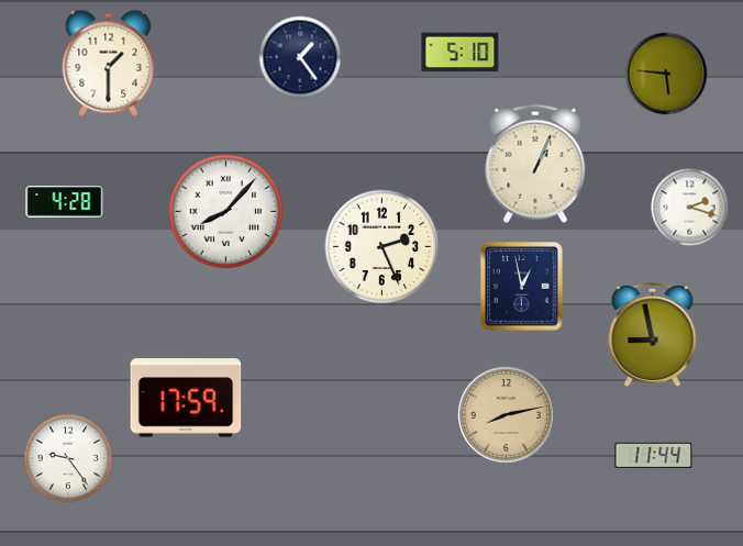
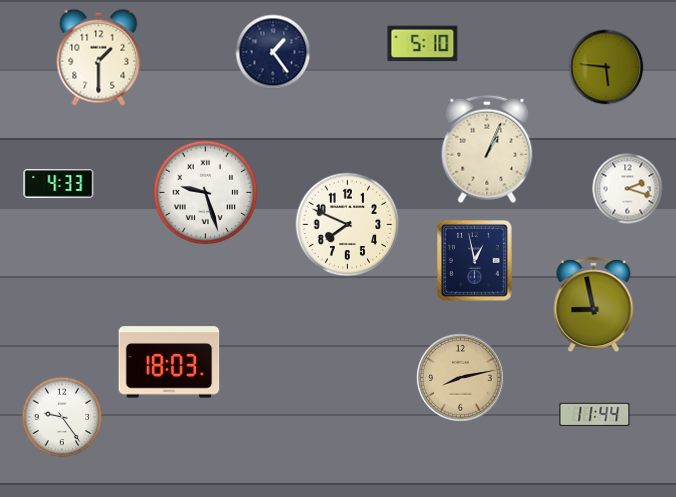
clock at (461, 53) position: (461, 53) -> (423, 44)
clock at (65, 202): 4:28 -> 4:33
clock at (226, 212): 8:07 -> 9:27
clock at (382, 247): 2:26 -> 7:49
clock at (186, 398): 17:59 -> 18:03
